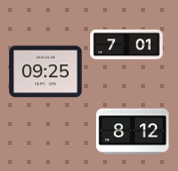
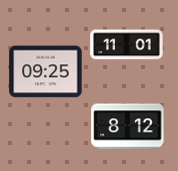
clock at (127, 45): 7:01 -> 11:01
clock at (133, 132) position: (133, 132) -> (128, 127)
